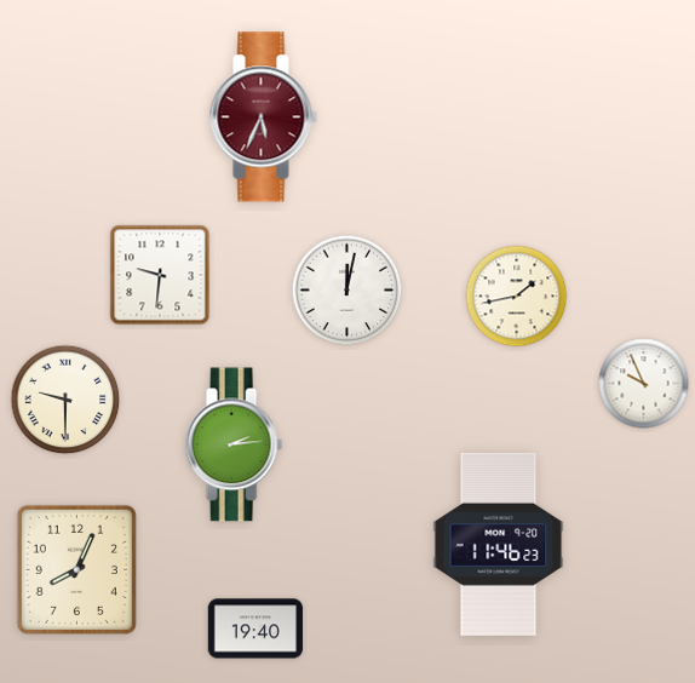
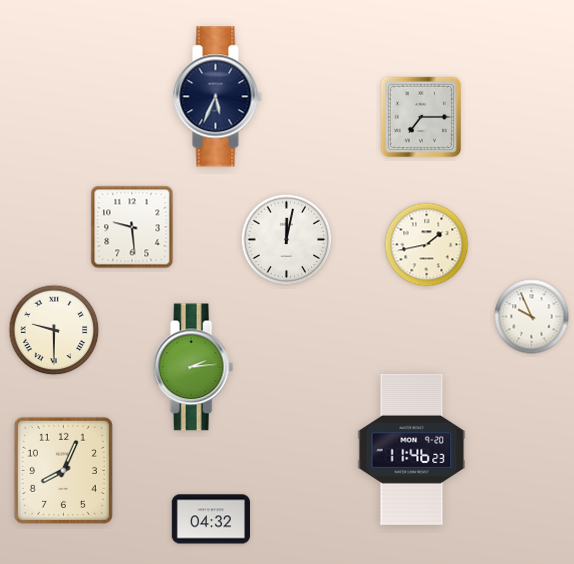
clock at (263, 117) dial: burgundy -> navy
clock at (420, 116): none -> 7:15
clock at (160, 275): 9:31 -> 9:29
clock at (254, 629): 19:40 -> 04:32
